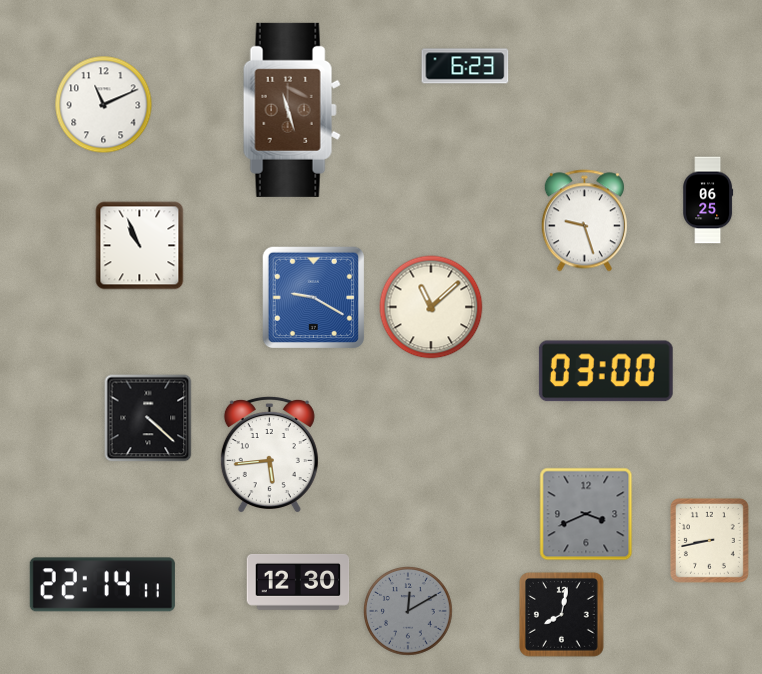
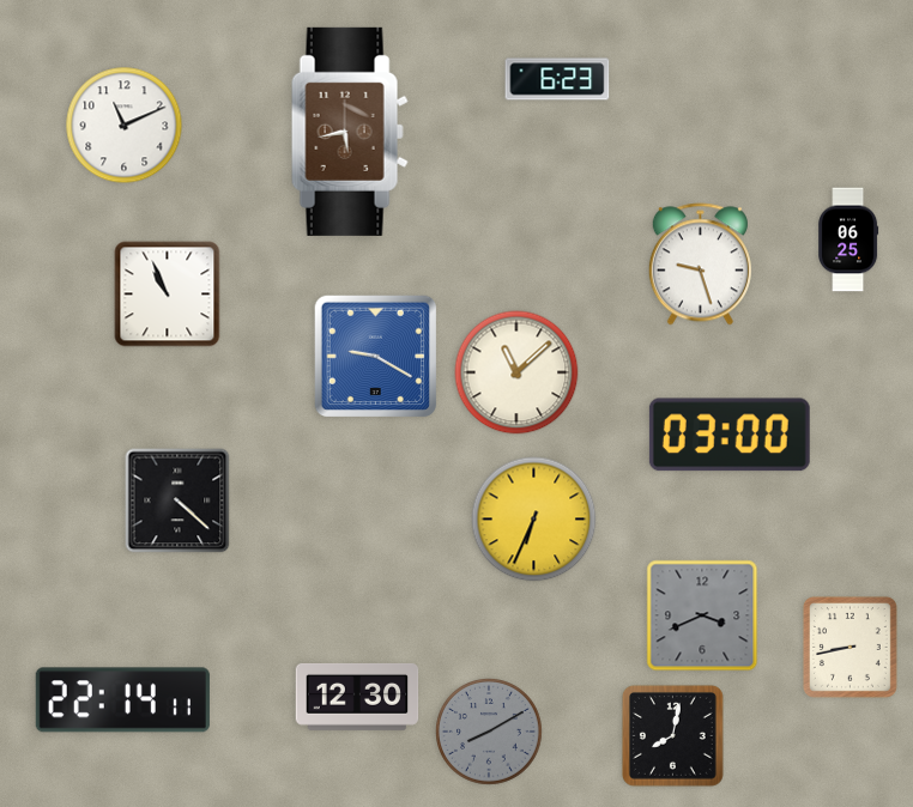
clock at (292, 110): 11:27 -> 5:43
clock at (431, 307) position: (431, 307) -> (516, 372)
clock at (606, 371) position: (606, 371) -> (730, 435)
clock at (534, 520): none -> 6:34
clock at (269, 454): 5:44 -> none
clock at (409, 612): 12:10 -> 8:10
